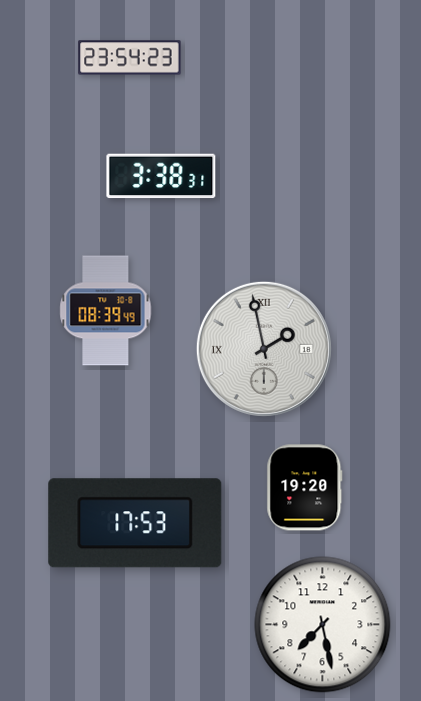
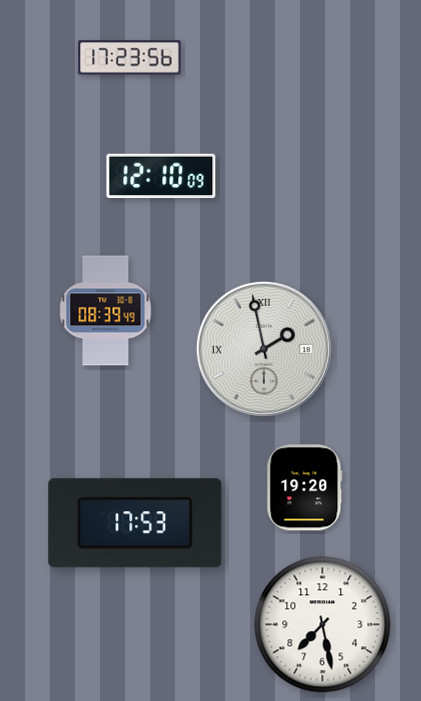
clock at (130, 58): 23:54 -> 17:23
clock at (161, 176): 3:38 -> 12:10
